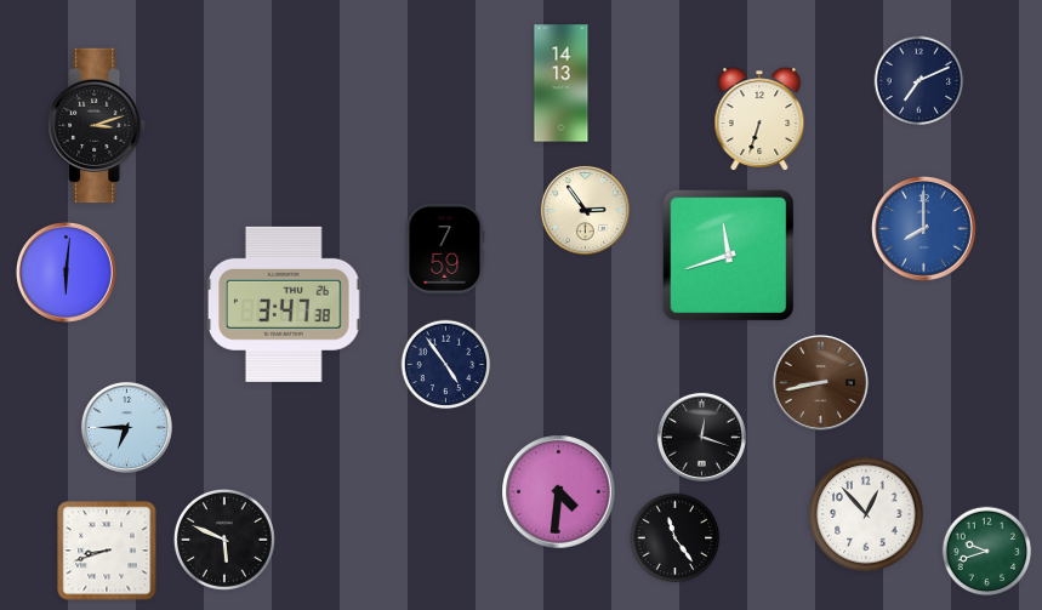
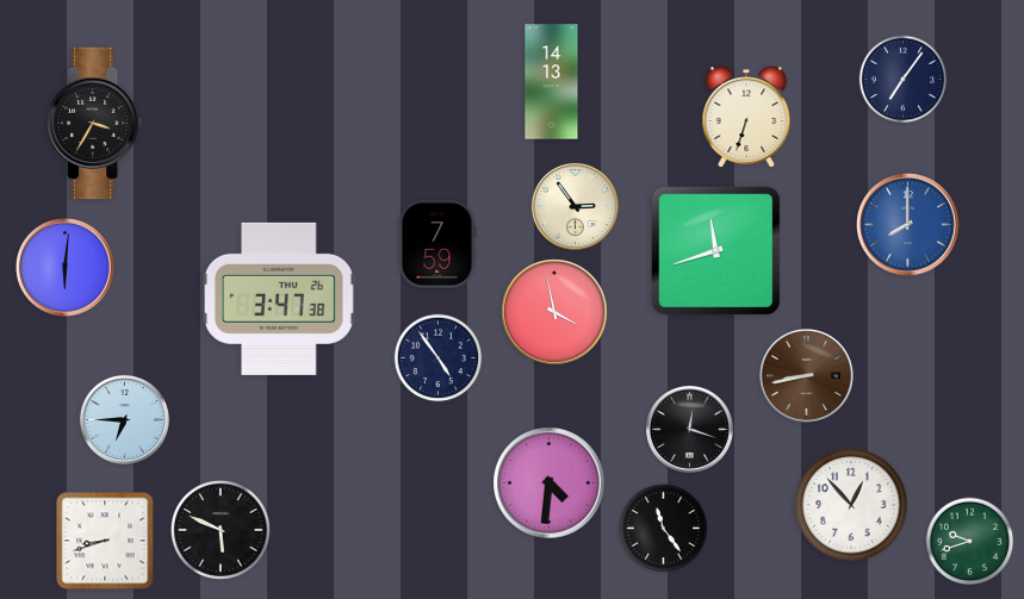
clock at (919, 81): 7:11 -> 7:06
clock at (98, 126): 3:12 -> 3:35
clock at (554, 312): none -> 3:58
